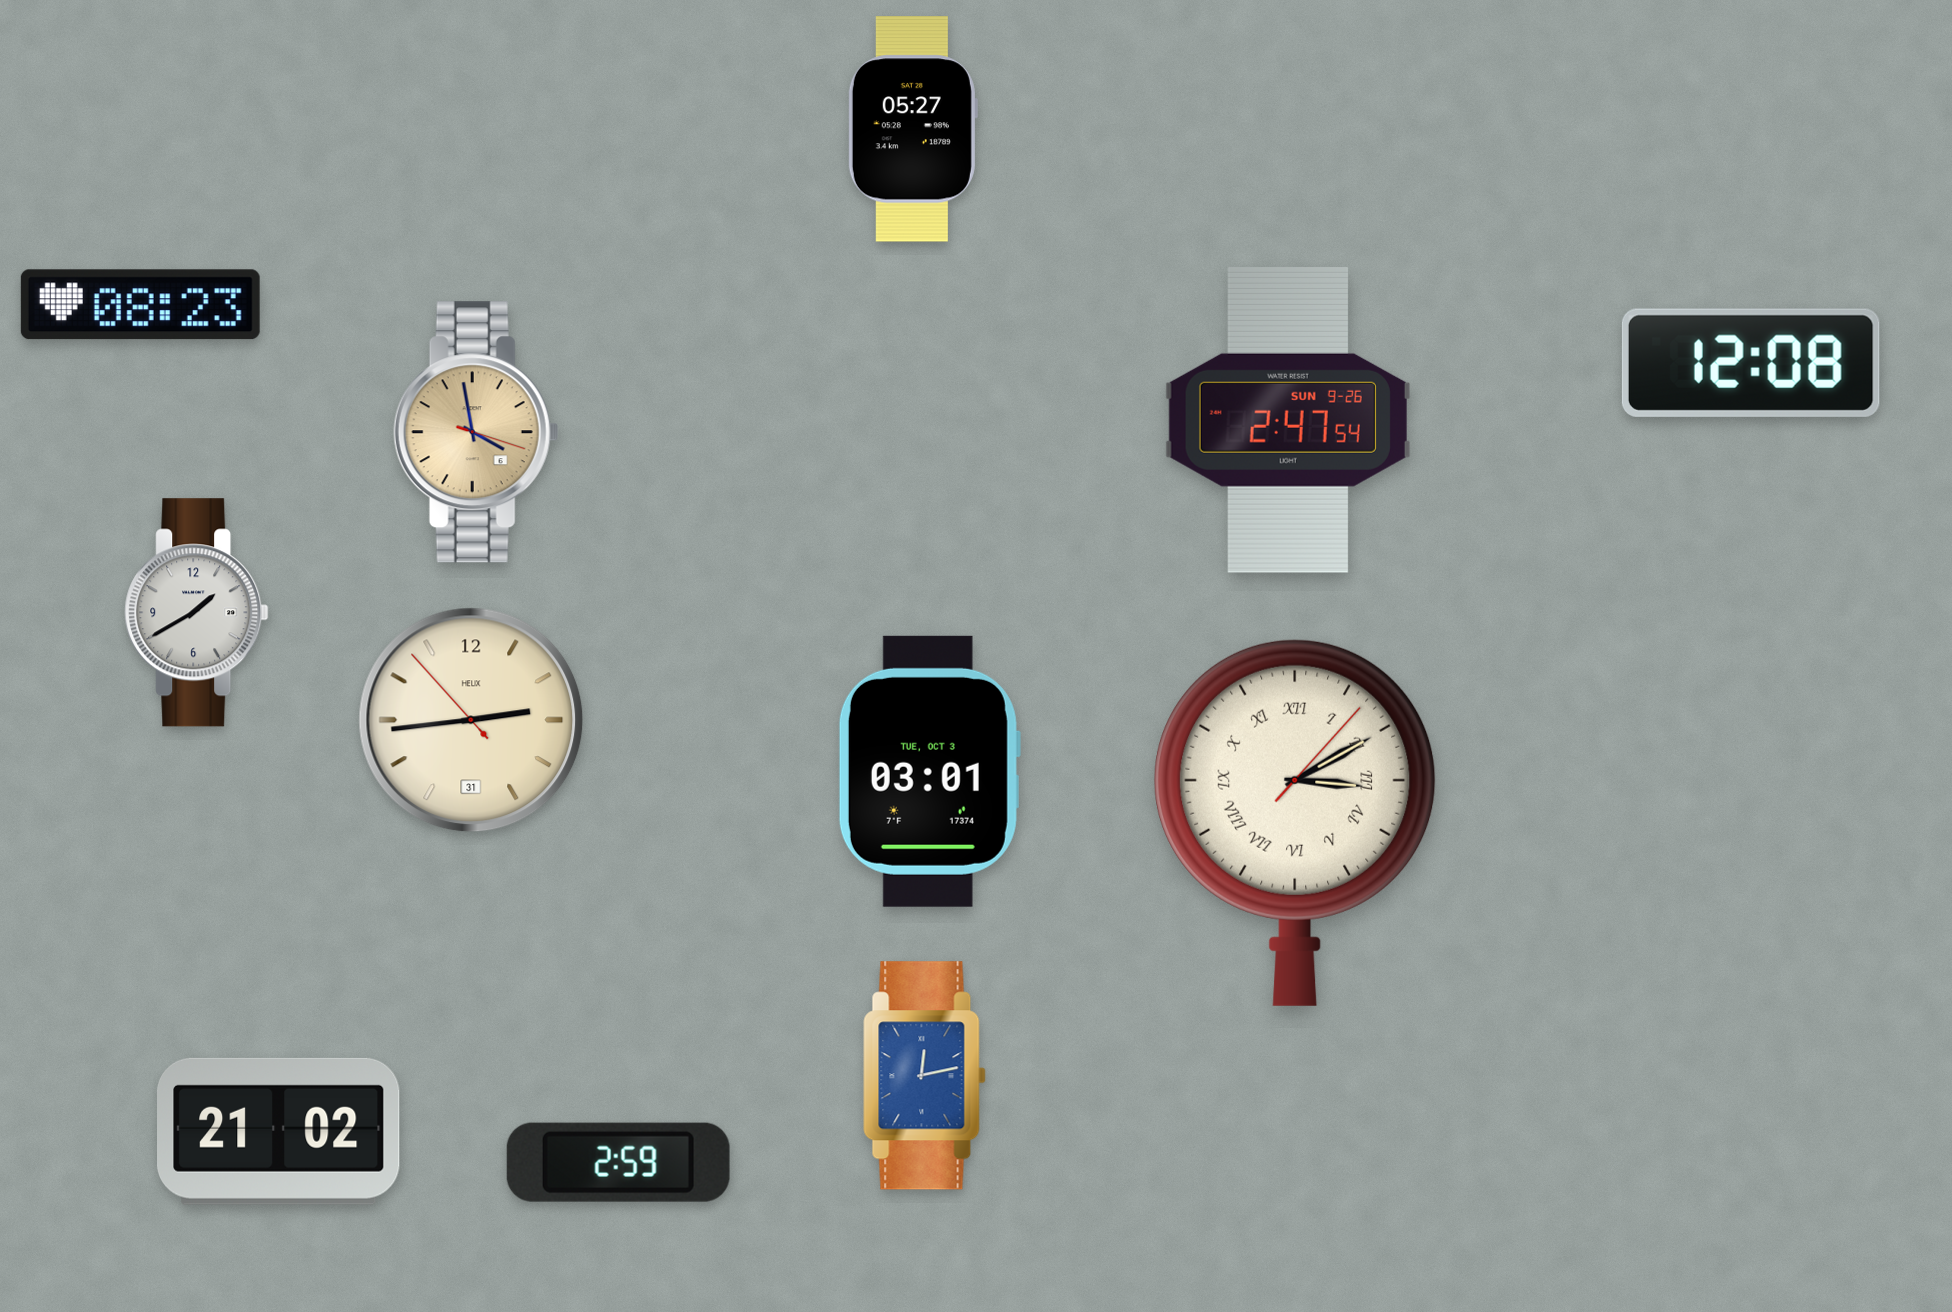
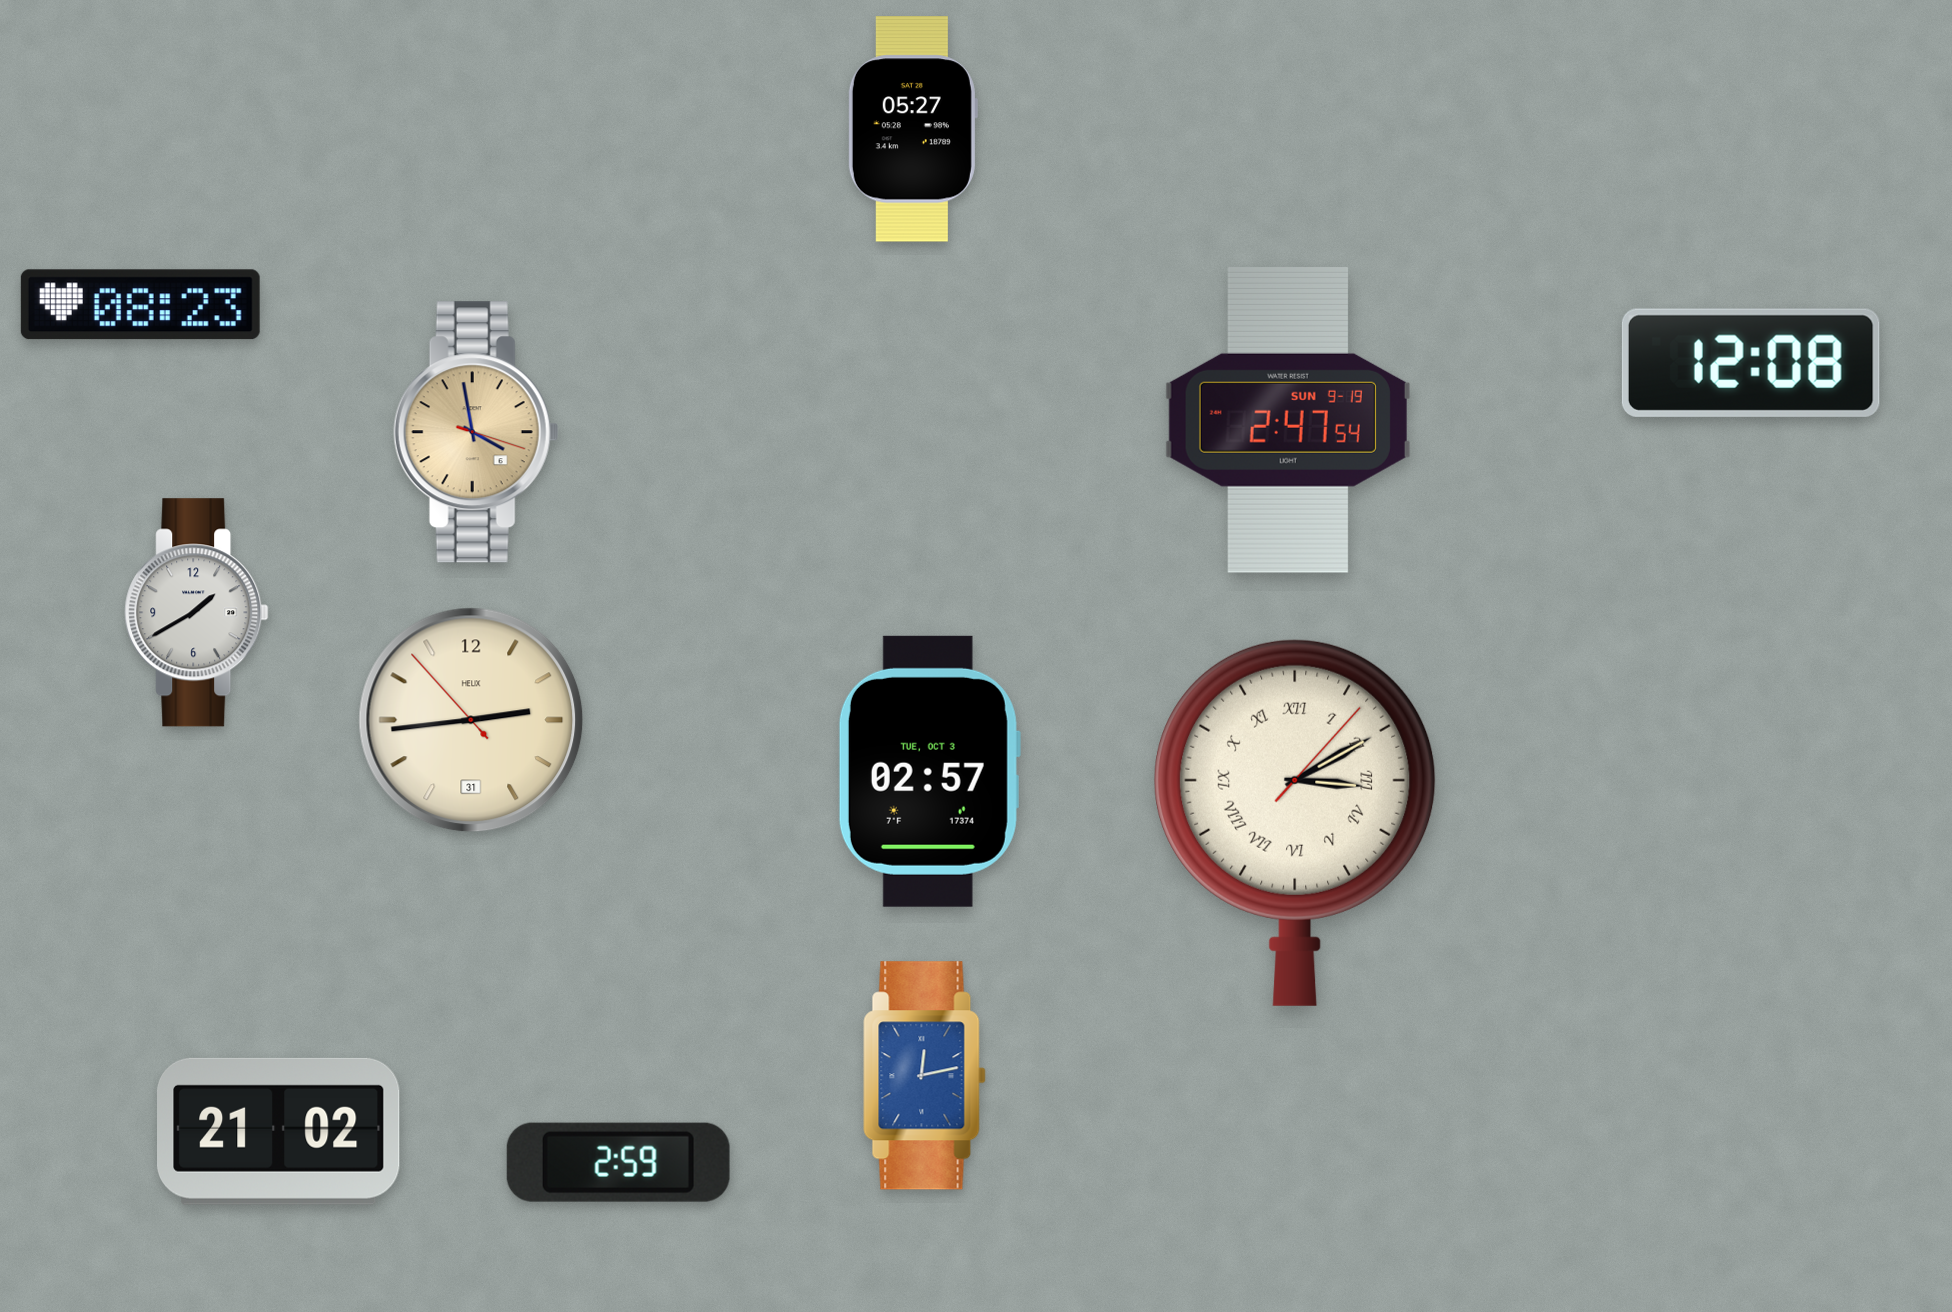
clock at (1288, 420) date: SUN 9-26 -> SUN 9-19
clock at (929, 771): 03:01 -> 02:57
